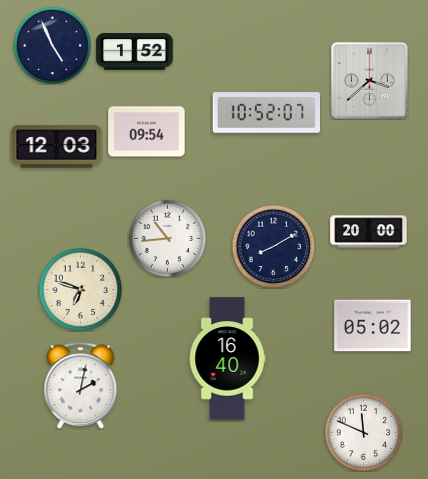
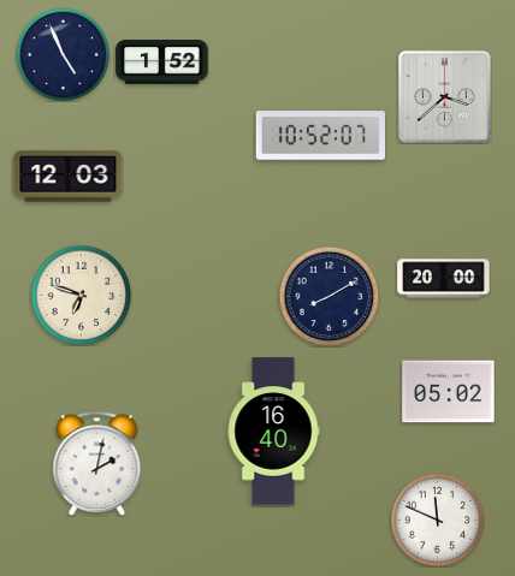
clock at (147, 132): 09:54 -> none
clock at (167, 238): 10:44 -> none
clock at (80, 289) position: (80, 289) -> (81, 295)
